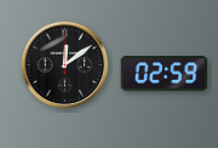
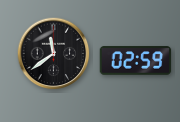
clock at (65, 66): 12:09 -> 11:39
